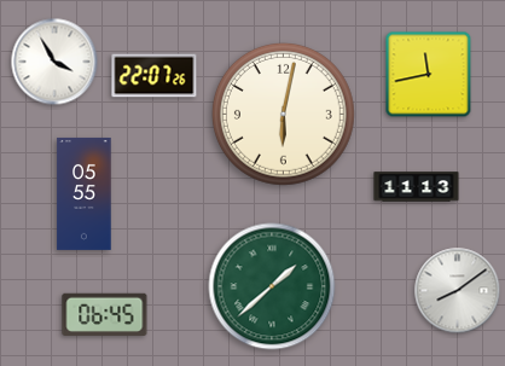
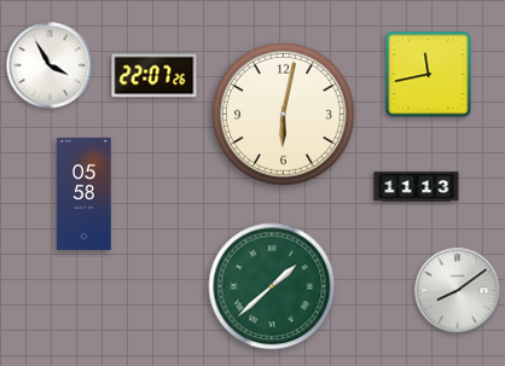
clock at (54, 62) position: (54, 62) -> (50, 65)
clock at (85, 193): 05:55 -> 05:58
clock at (105, 314): 06:45 -> none
